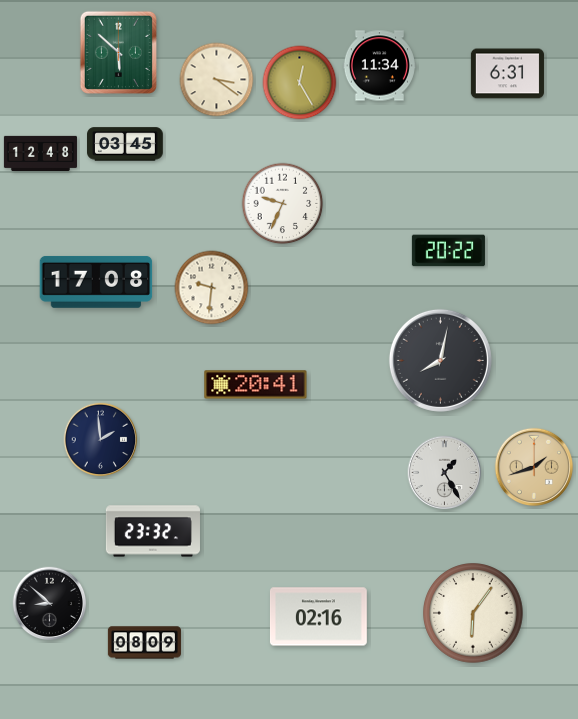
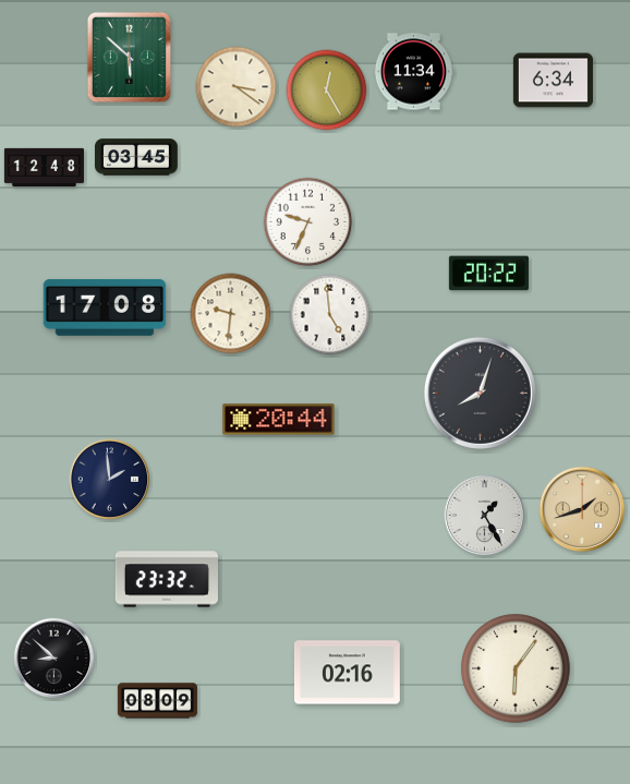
clock at (507, 74): 6:31 -> 6:34
clock at (330, 315): none -> 4:59
clock at (440, 360): 8:02 -> 8:03
clock at (256, 385): 20:41 -> 20:44
